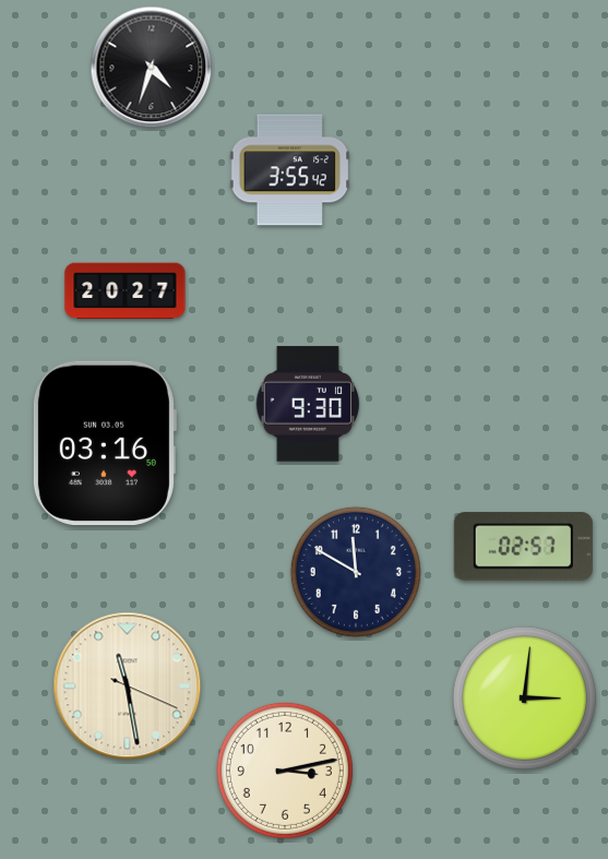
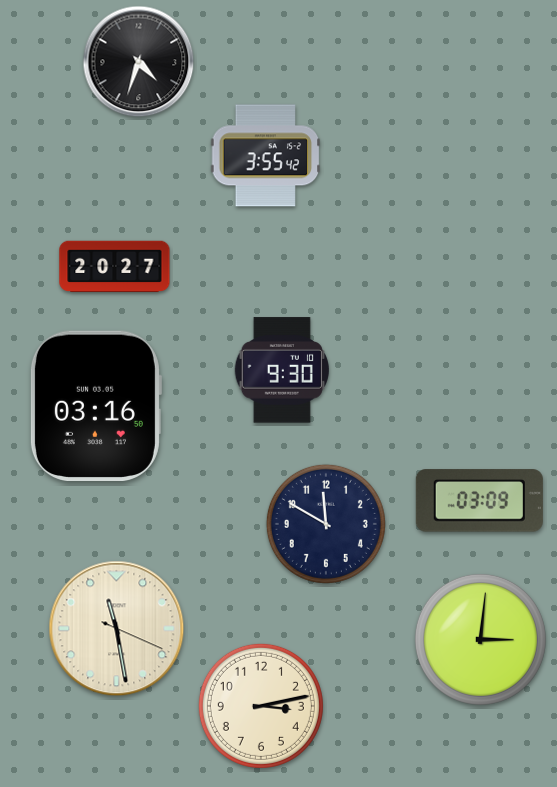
clock at (523, 547): 02:57 -> 03:09
